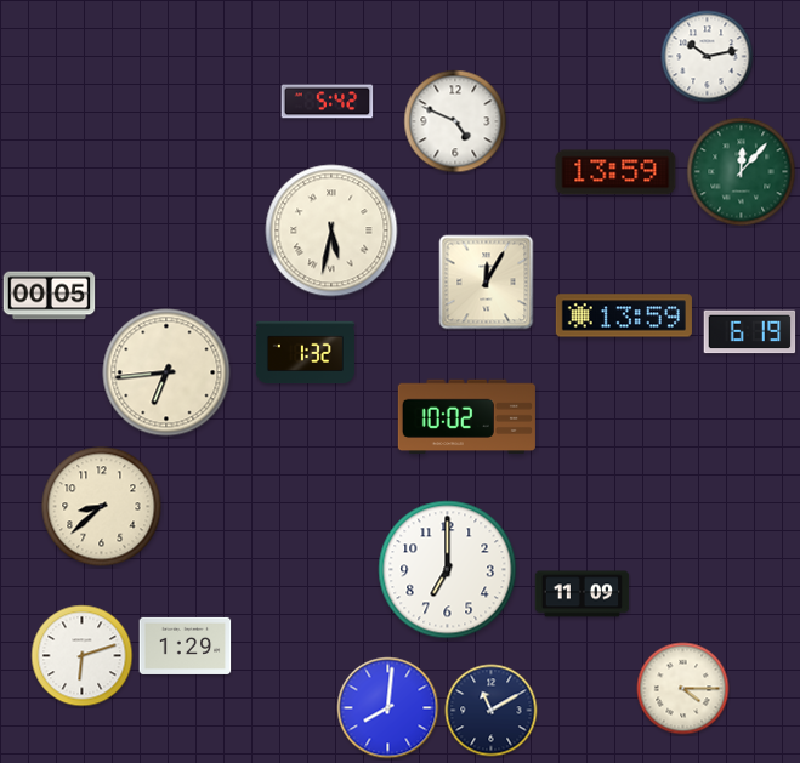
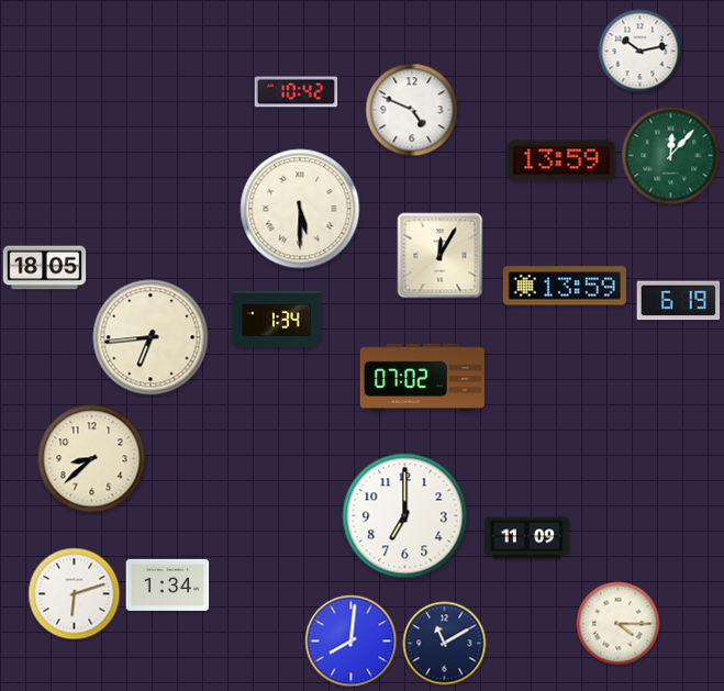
clock at (328, 102): 5:42 -> 10:42
clock at (615, 172) position: (615, 172) -> (561, 160)
clock at (331, 230): 5:32 -> 5:30
clock at (50, 296): 00:05 -> 18:05
clock at (305, 353): 1:32 -> 1:34
clock at (466, 417): 10:02 -> 07:02
clock at (186, 645): 1:29 -> 1:34
